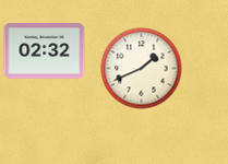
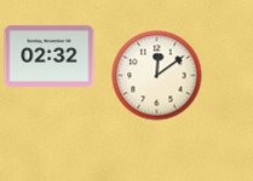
clock at (142, 69): 1:41 -> 12:09
